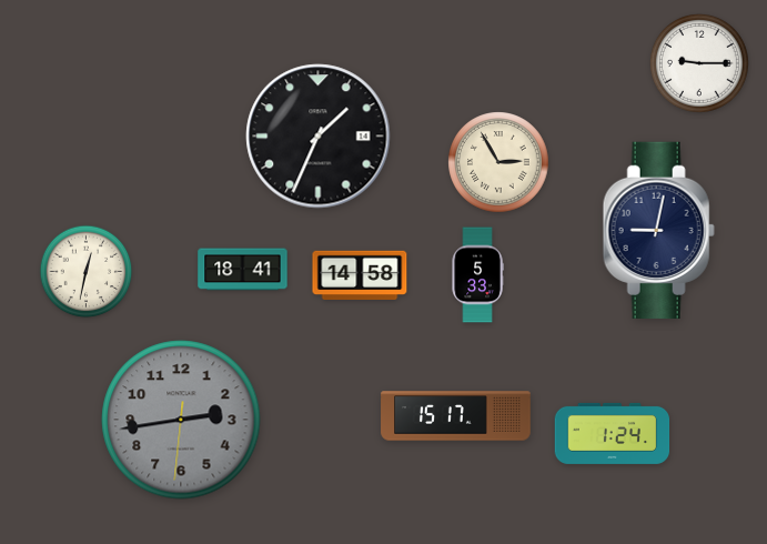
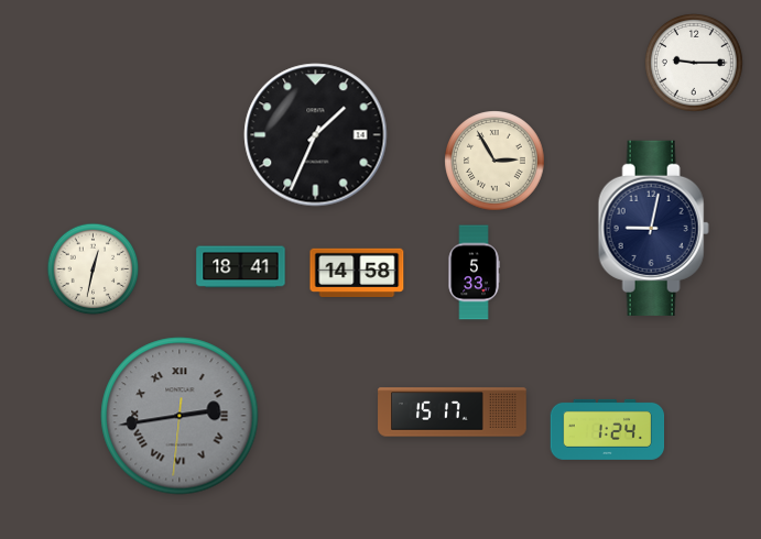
clock at (87, 272) position: (87, 272) -> (94, 269)
clock at (181, 420) numerals: Arabic -> Roman
